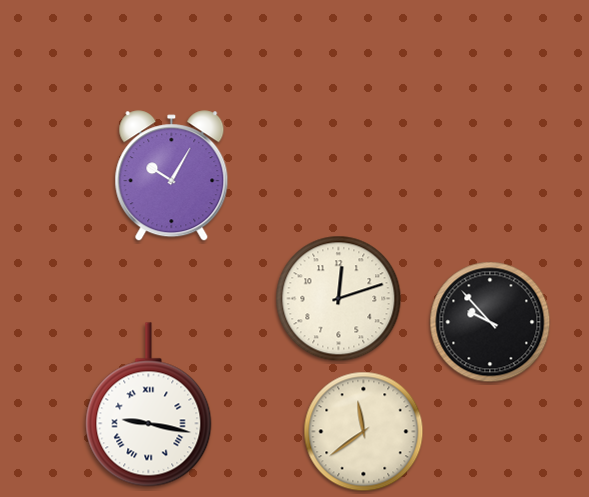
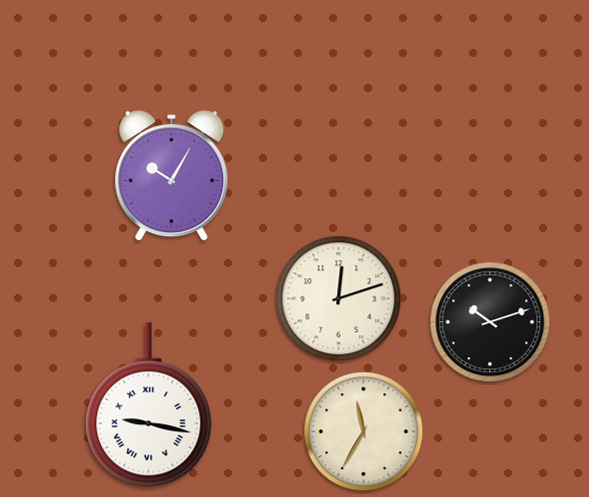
clock at (490, 322): 9:53 -> 10:12
clock at (364, 432): 11:39 -> 11:35
